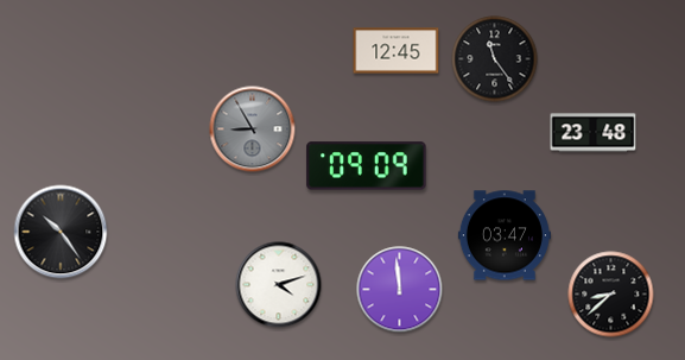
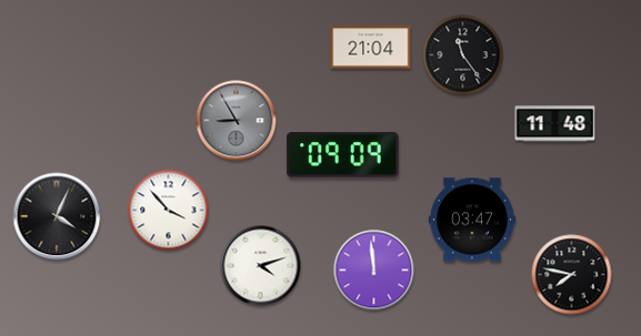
clock at (397, 51): 12:45 -> 21:04
clock at (594, 133): 23:48 -> 11:48
clock at (169, 211): none -> 3:53
clock at (61, 232): 10:24 -> 4:04
clock at (611, 295): 8:38 -> 7:47
